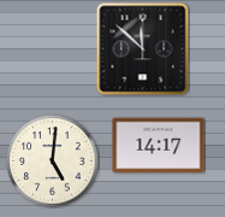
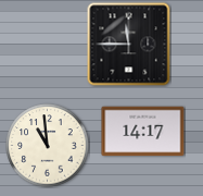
clock at (143, 49): 11:52 -> 11:45
clock at (53, 162): 5:01 -> 10:59
